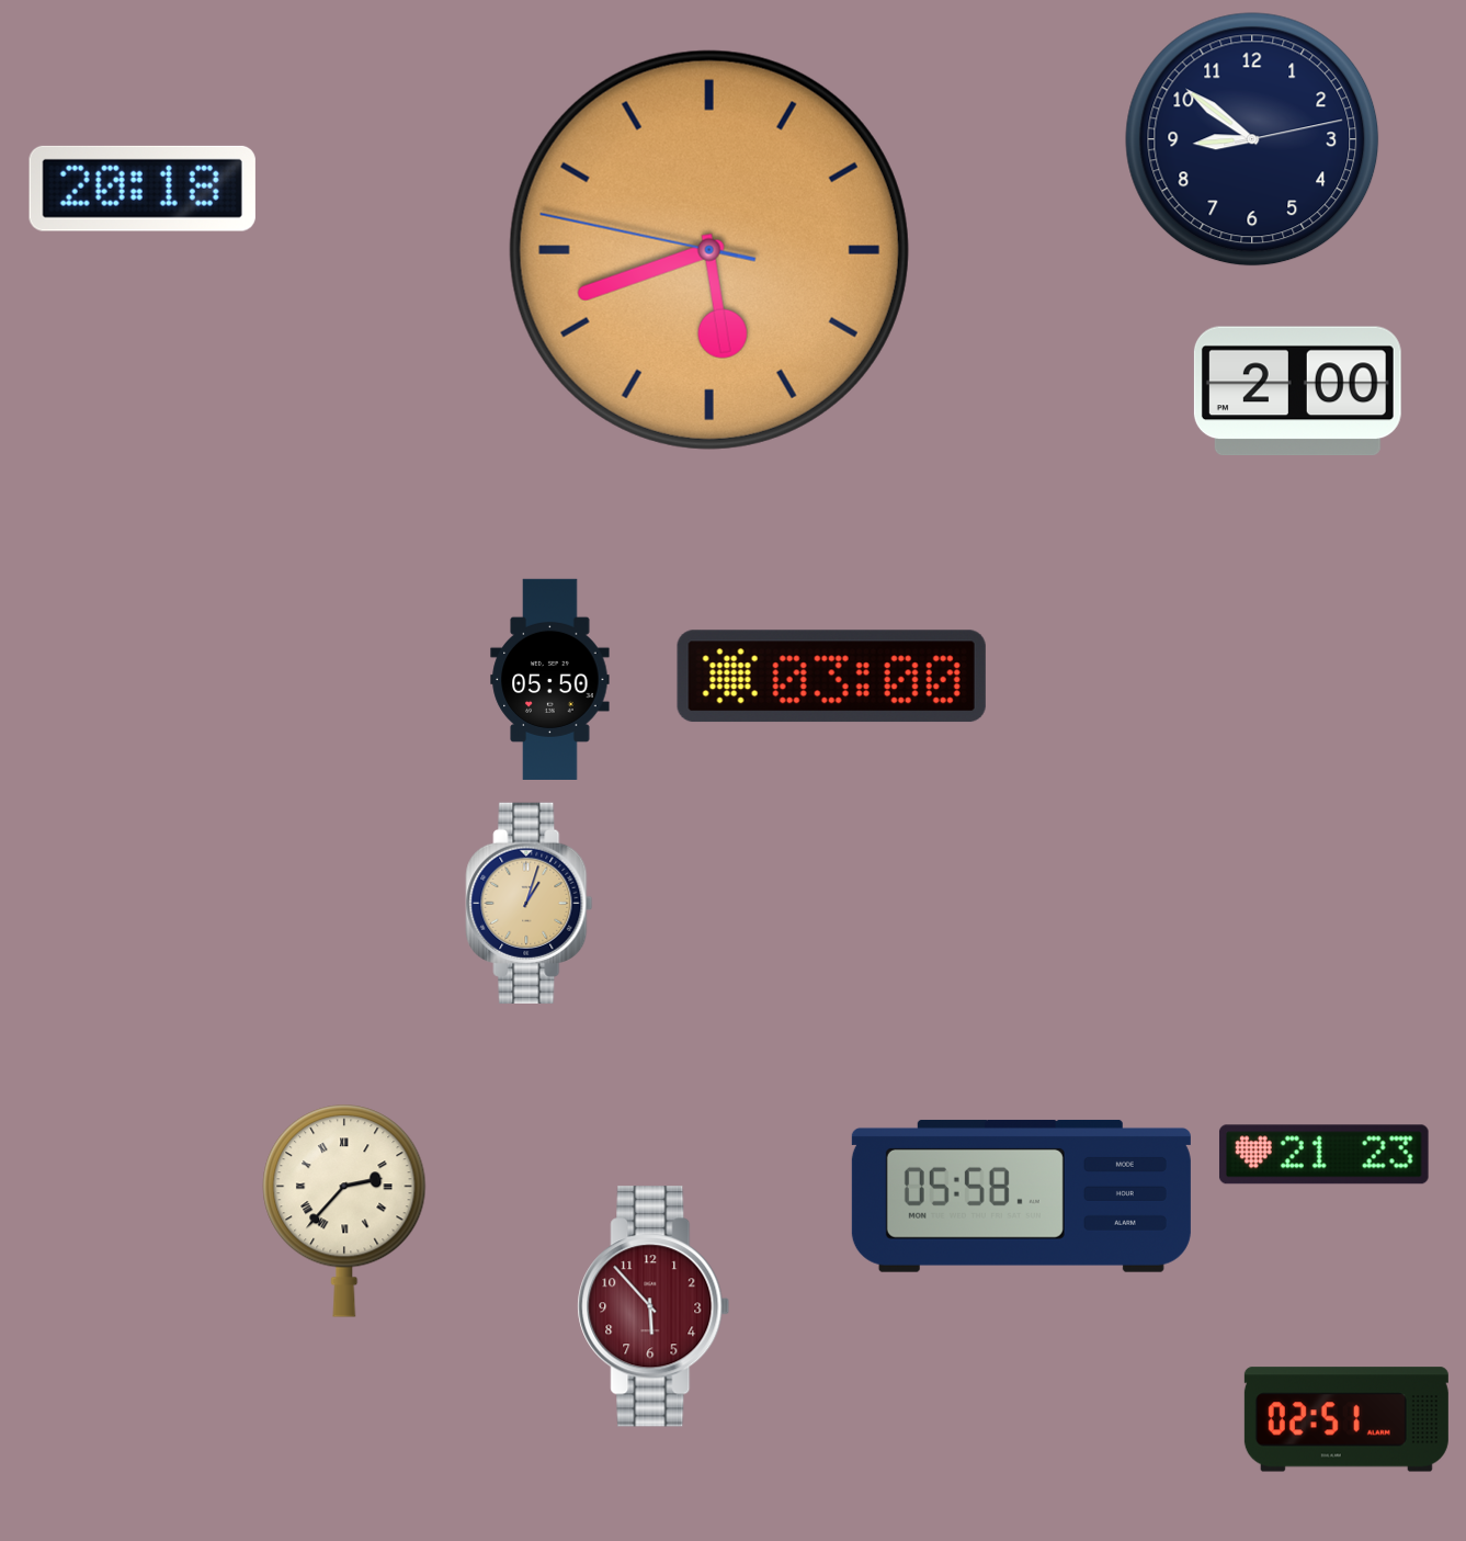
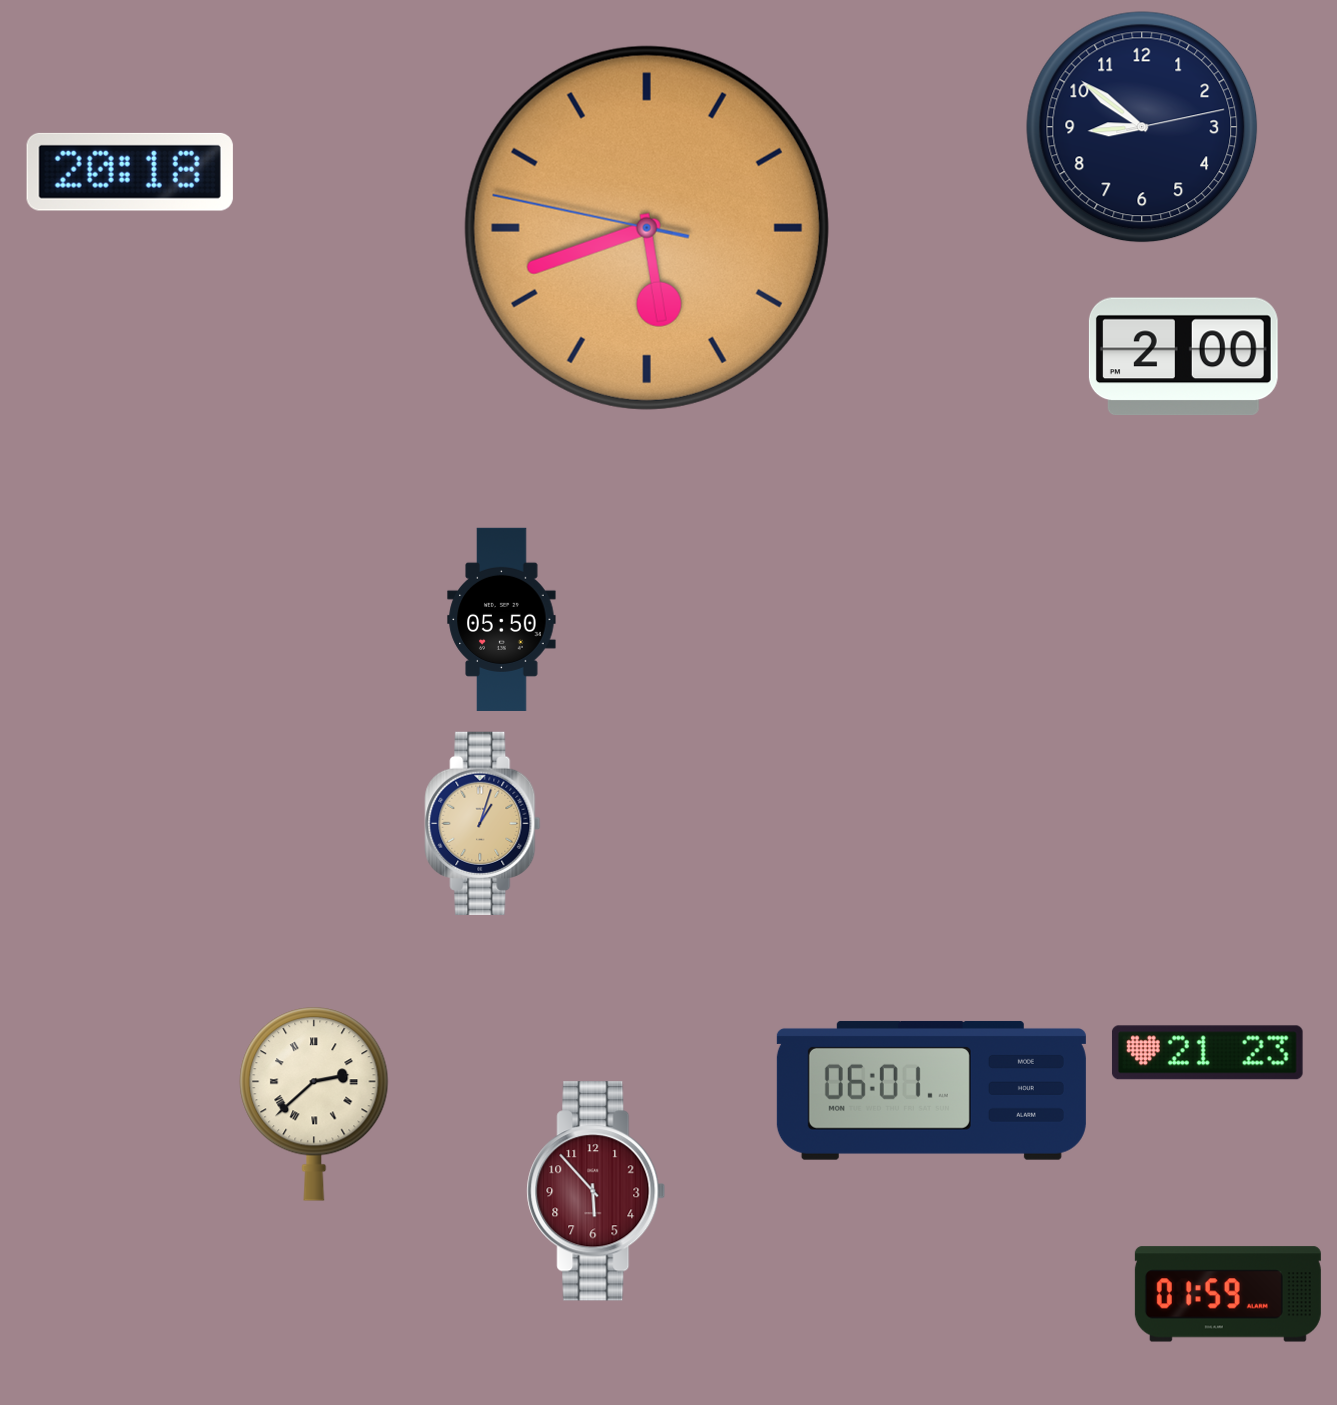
clock at (831, 677): 03:00 -> none
clock at (1021, 1196): 05:58 -> 06:01
clock at (344, 1211): 2:37 -> 2:38
clock at (1346, 1419): 02:51 -> 01:59
